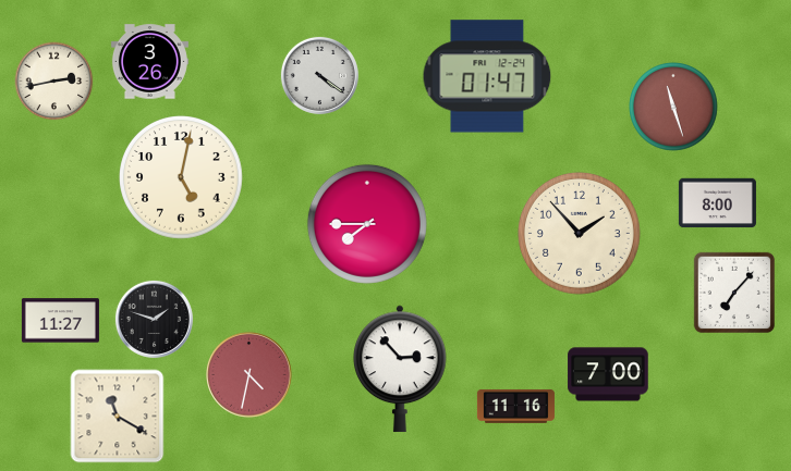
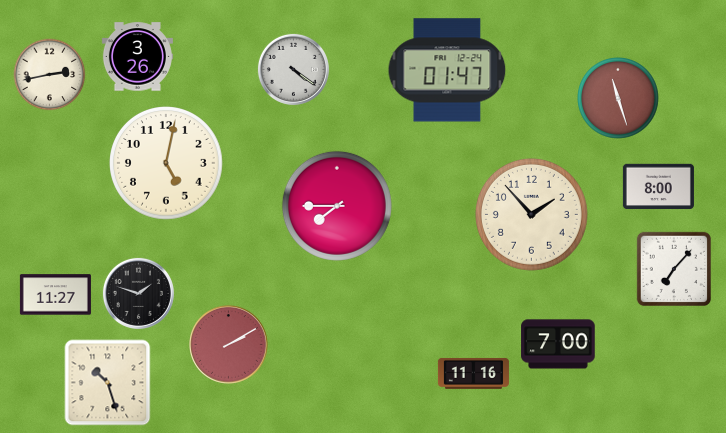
clock at (154, 319) position: (154, 319) -> (138, 293)
clock at (401, 369): 2:53 -> none
clock at (250, 375): 4:32 -> 2:10
clock at (118, 417): 11:20 -> 10:27
